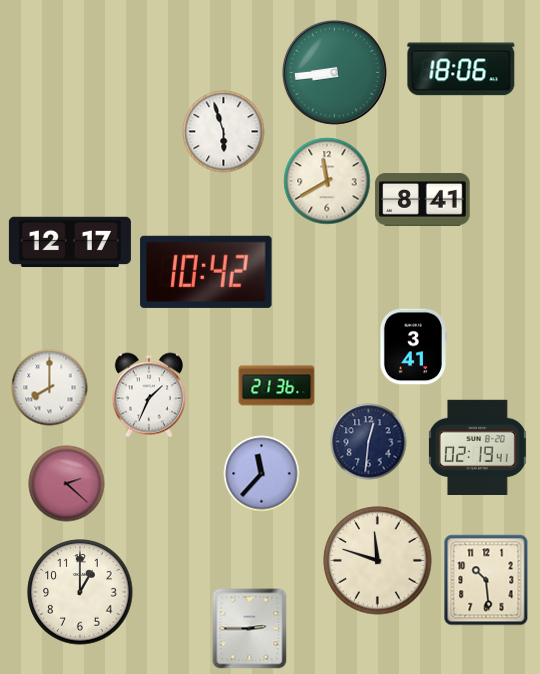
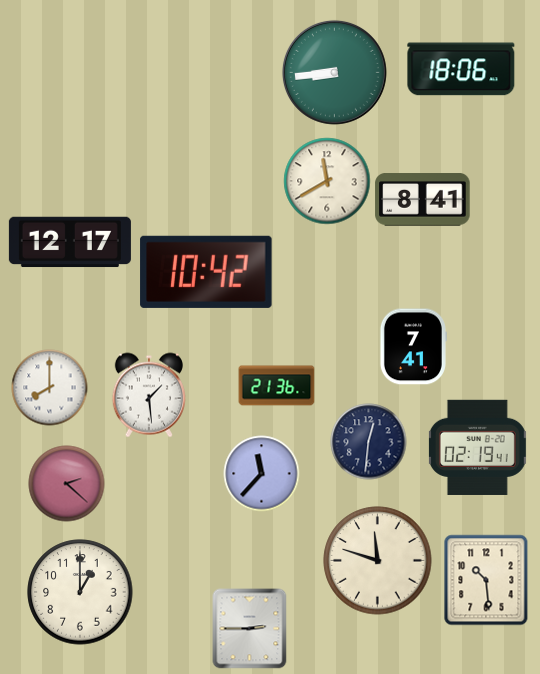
clock at (224, 132): 5:57 -> none
clock at (413, 347): 3:41 -> 7:41
clock at (149, 395): 1:34 -> 1:29
